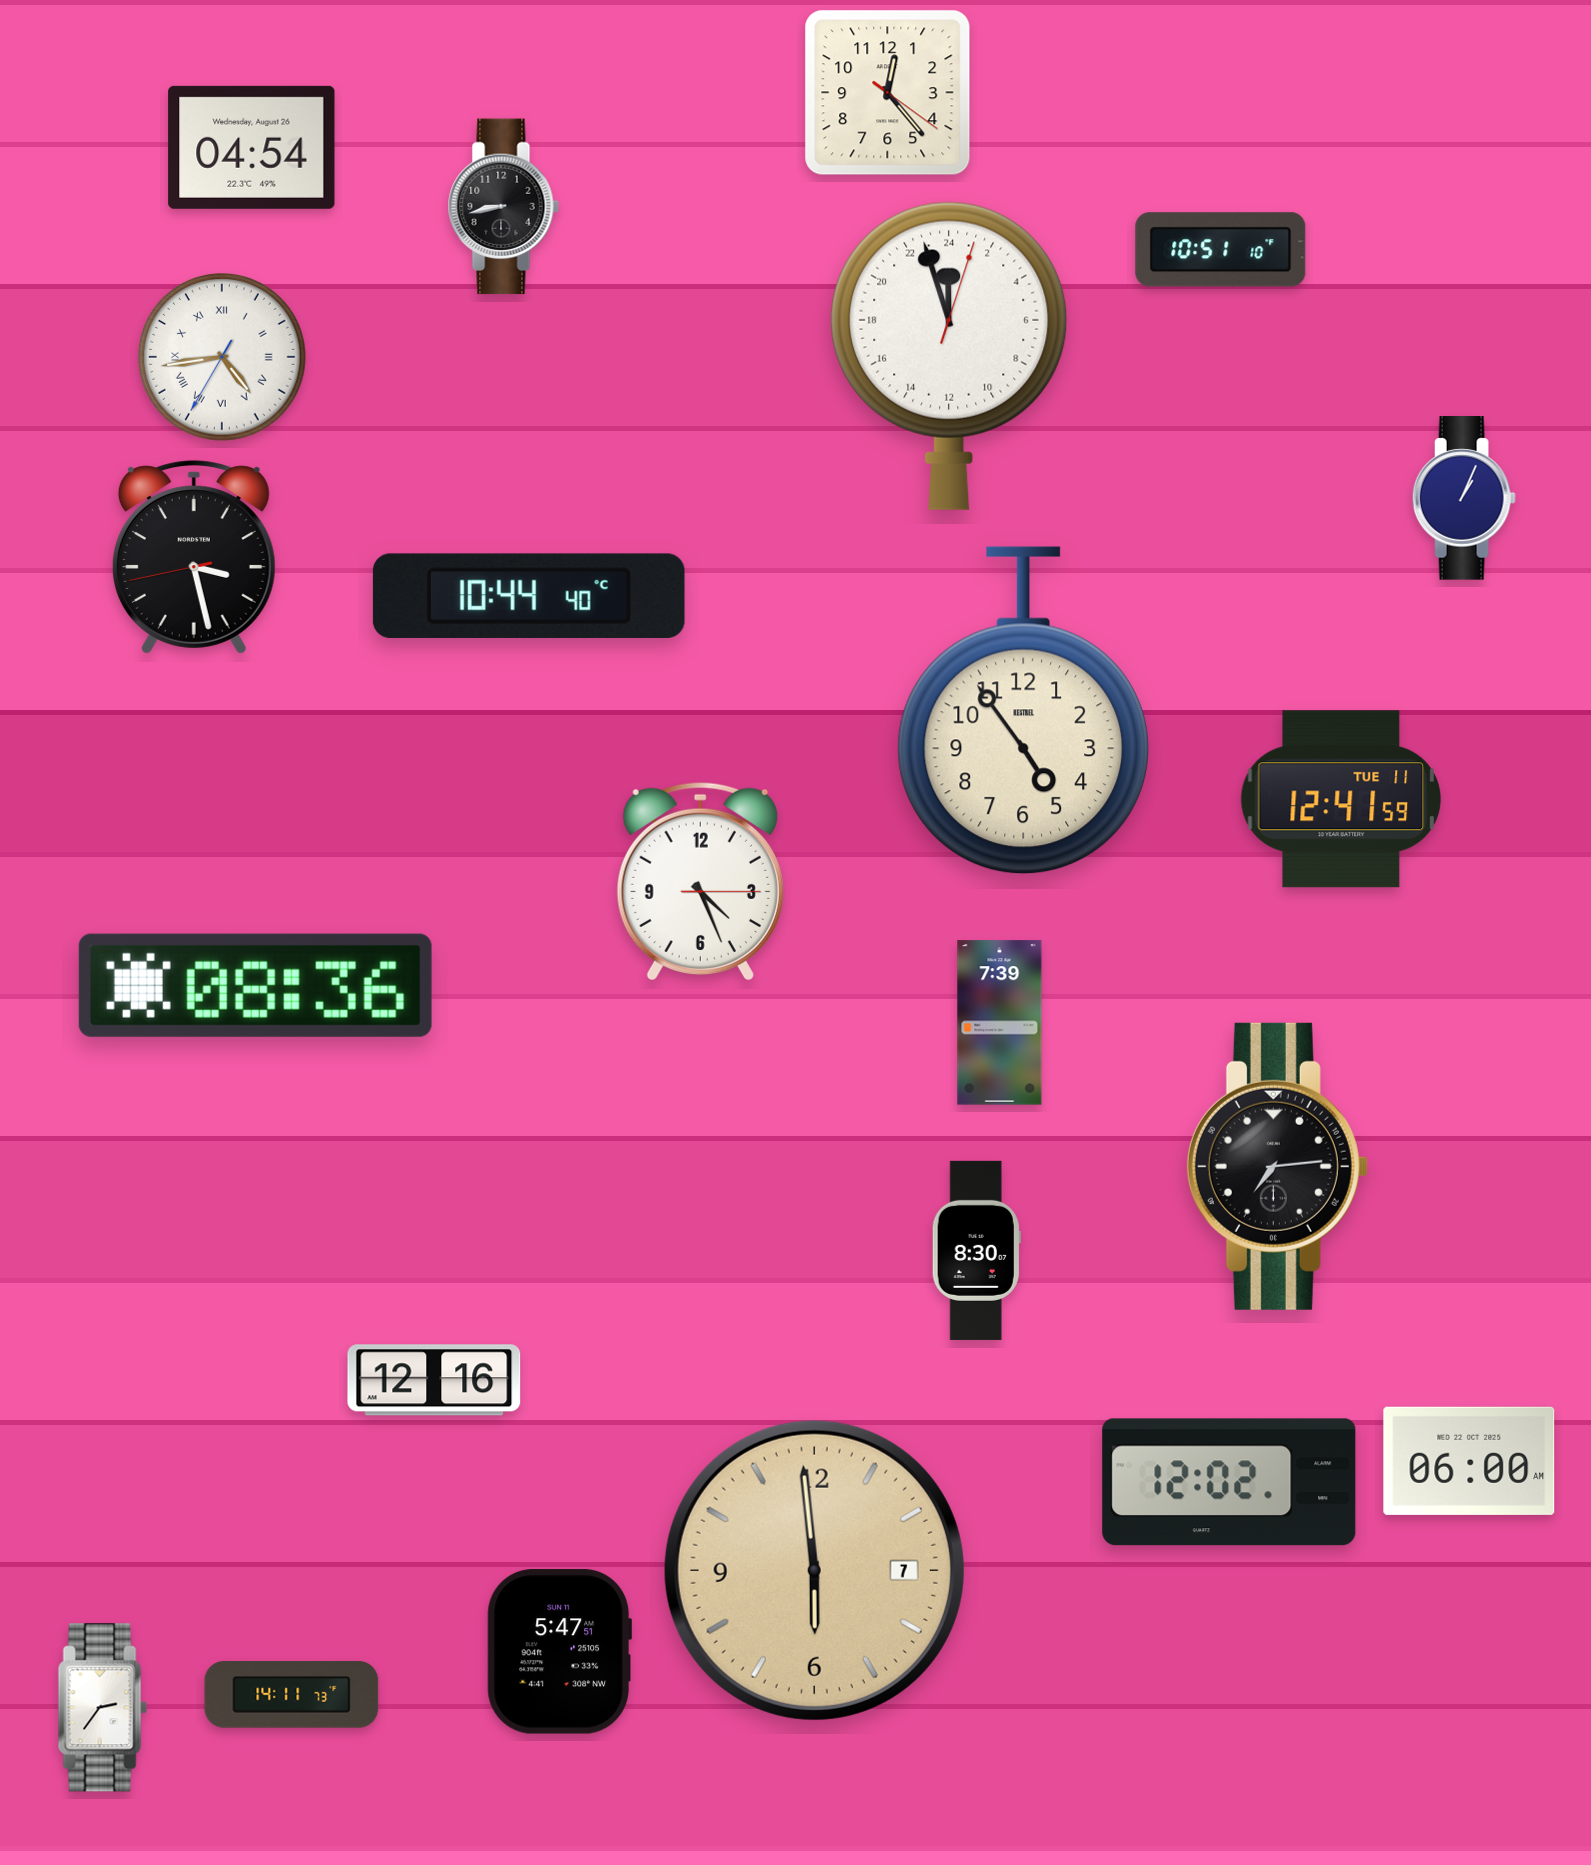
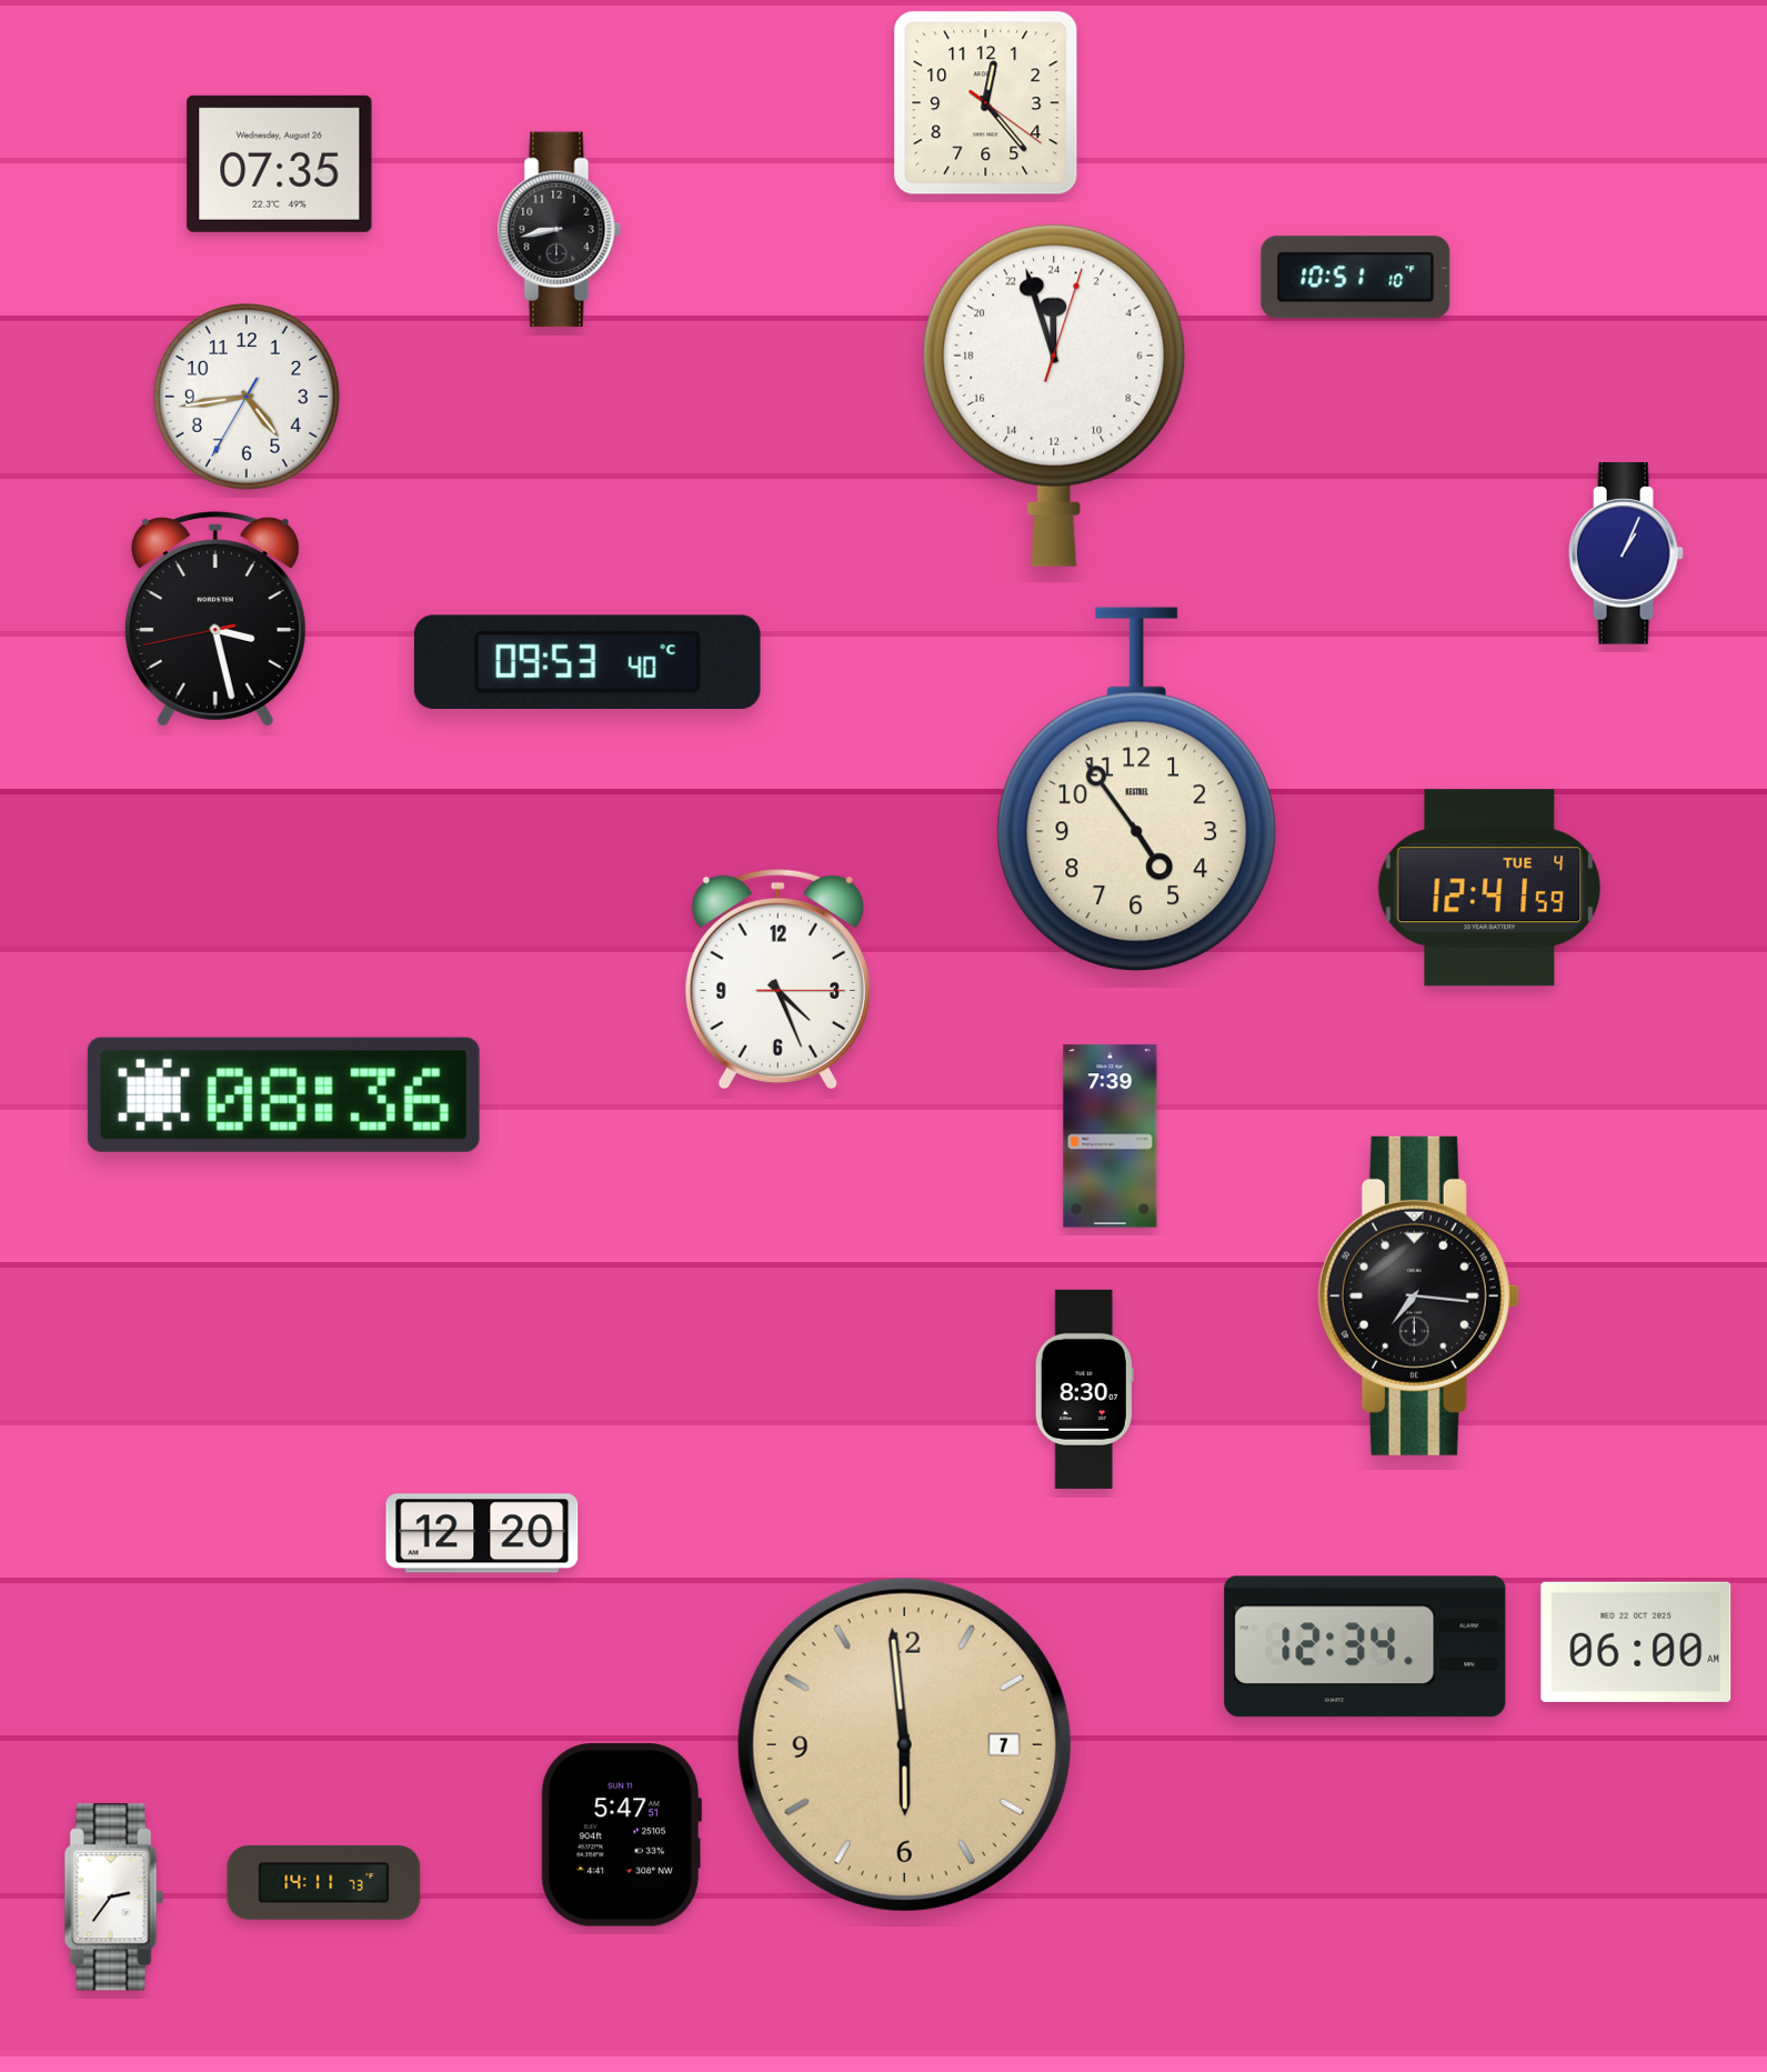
clock at (252, 147): 04:54 -> 07:35
clock at (223, 358) numerals: Roman -> Arabic
clock at (529, 596): 10:44 -> 09:53
clock at (1341, 799) date: TUE 11 -> TUE 4
clock at (1277, 1166): 7:14 -> 7:16
clock at (434, 1380): 12:16 -> 12:20
clock at (1469, 1461) position: (1469, 1461) -> (1636, 1642)
clock at (1229, 1482): 12:02 -> 12:34
